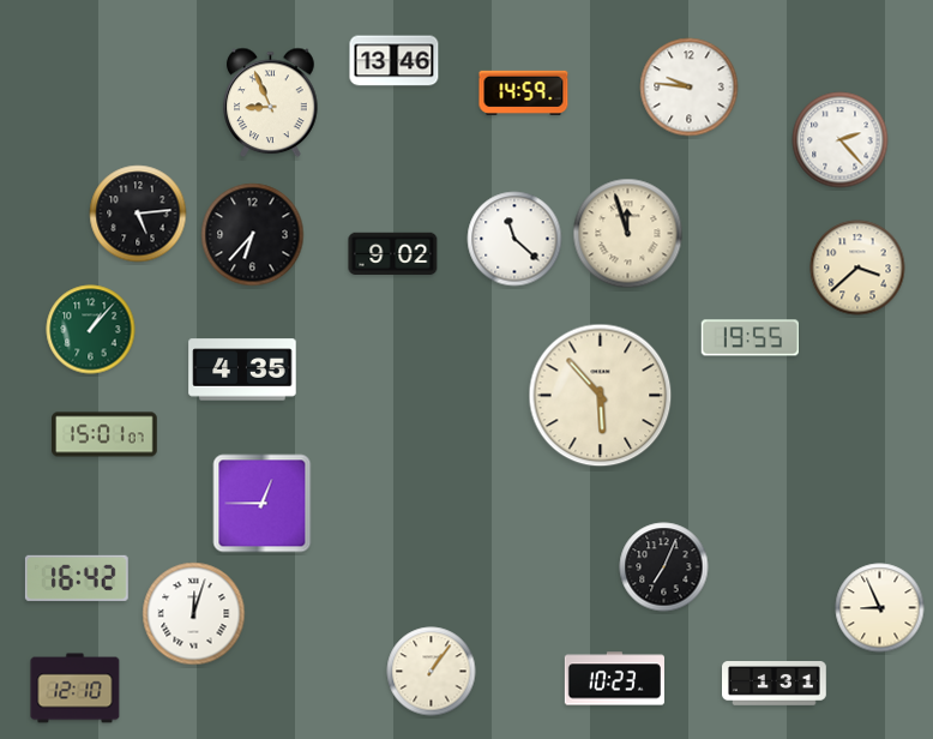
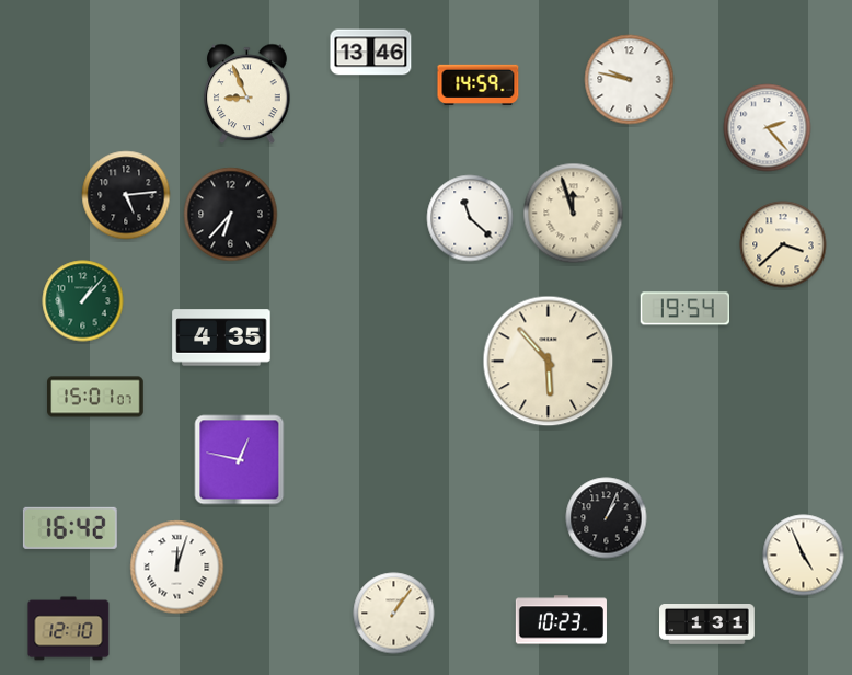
clock at (395, 61) position: (395, 61) -> (371, 53)
clock at (690, 88): 9:46 -> 9:47
clock at (393, 254): 9:02 -> none
clock at (750, 338): 19:55 -> 19:54
clock at (263, 504): 12:45 -> 12:47
clock at (664, 567): 7:04 -> 1:04
clock at (880, 608): 8:56 -> 4:56
clock at (194, 614) position: (194, 614) -> (177, 568)
